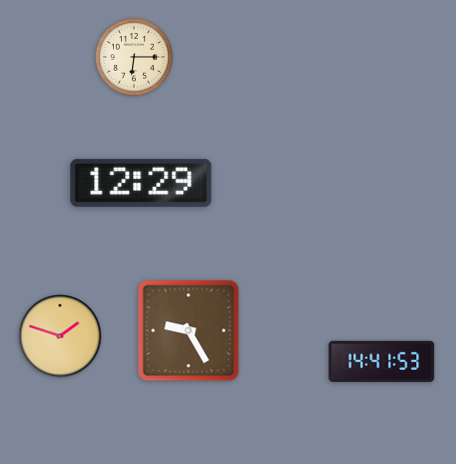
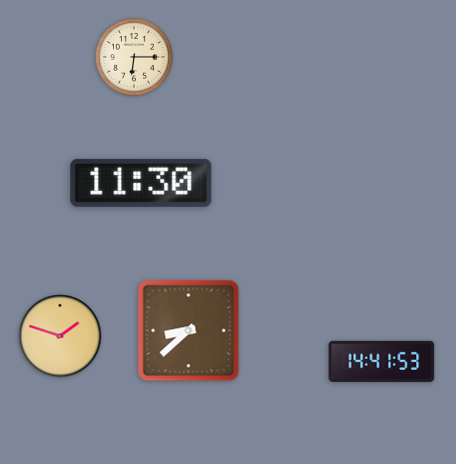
clock at (141, 183): 12:29 -> 11:30
clock at (189, 331): 9:25 -> 8:38
